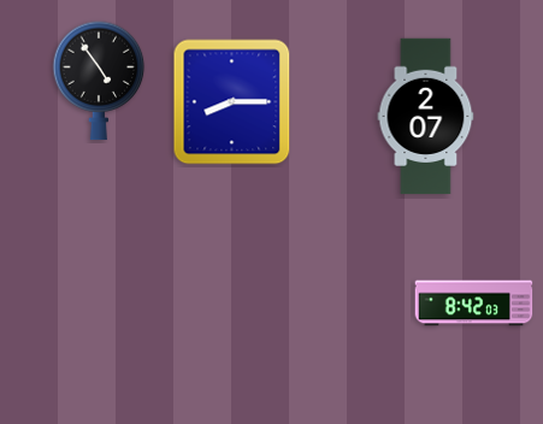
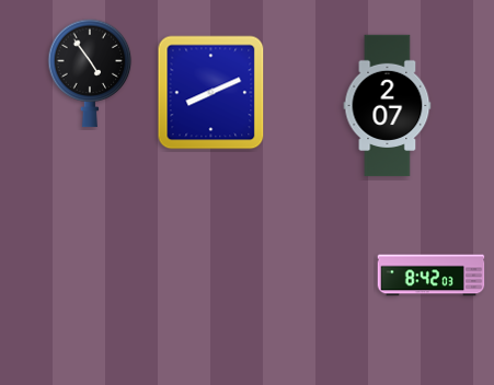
clock at (232, 102): 8:15 -> 8:11
